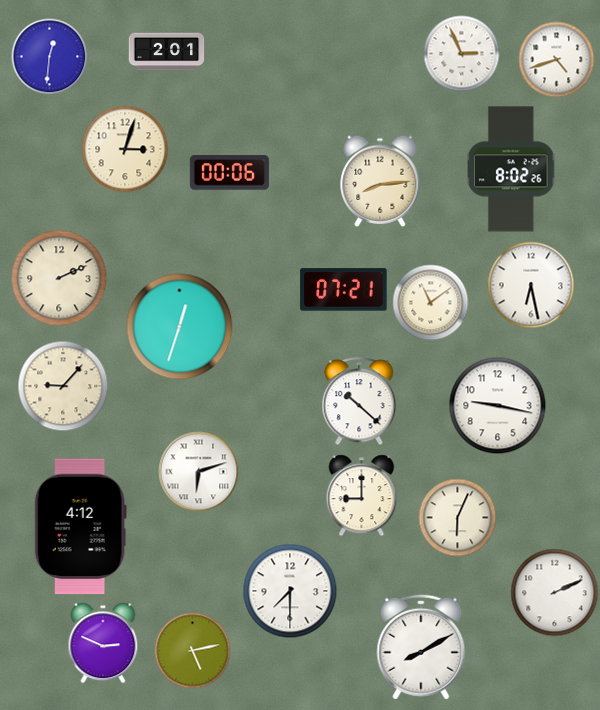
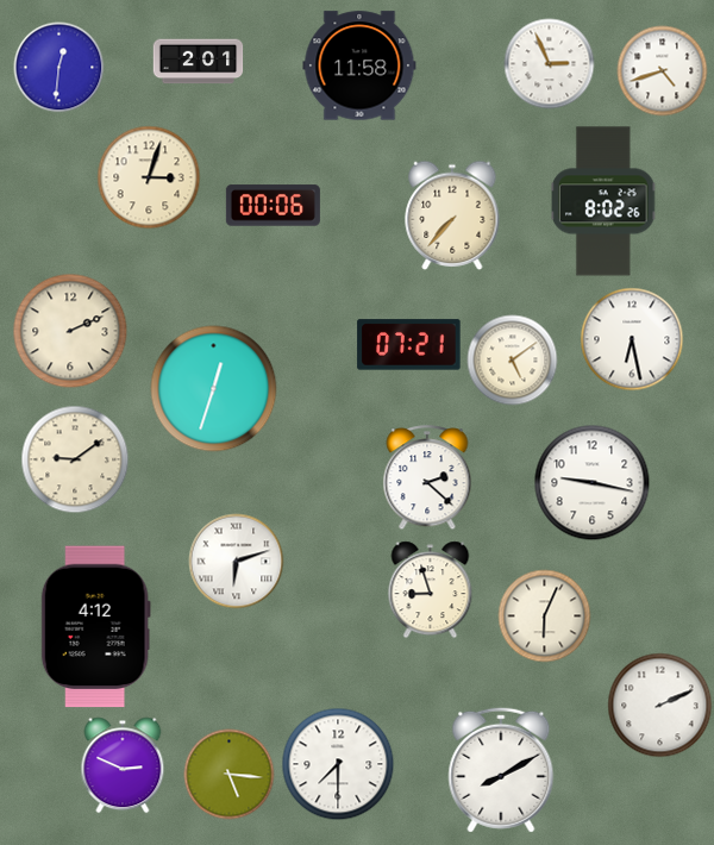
clock at (359, 65): none -> 11:58
clock at (511, 169) position: (511, 169) -> (603, 201)
clock at (380, 181): 8:14 -> 7:37
clock at (431, 303): 11:09 -> 5:09
clock at (63, 386): 9:07 -> 9:09
clock at (359, 402): 10:22 -> 2:22
clock at (362, 496): 9:00 -> 8:57
clock at (290, 591) position: (290, 591) -> (338, 764)
clock at (193, 651): 5:13 -> 5:16
